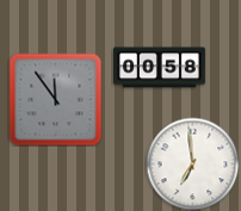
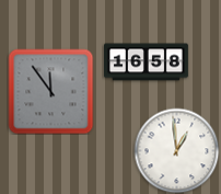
clock at (160, 68): 00:58 -> 16:58
clock at (192, 163): 6:59 -> 12:59
